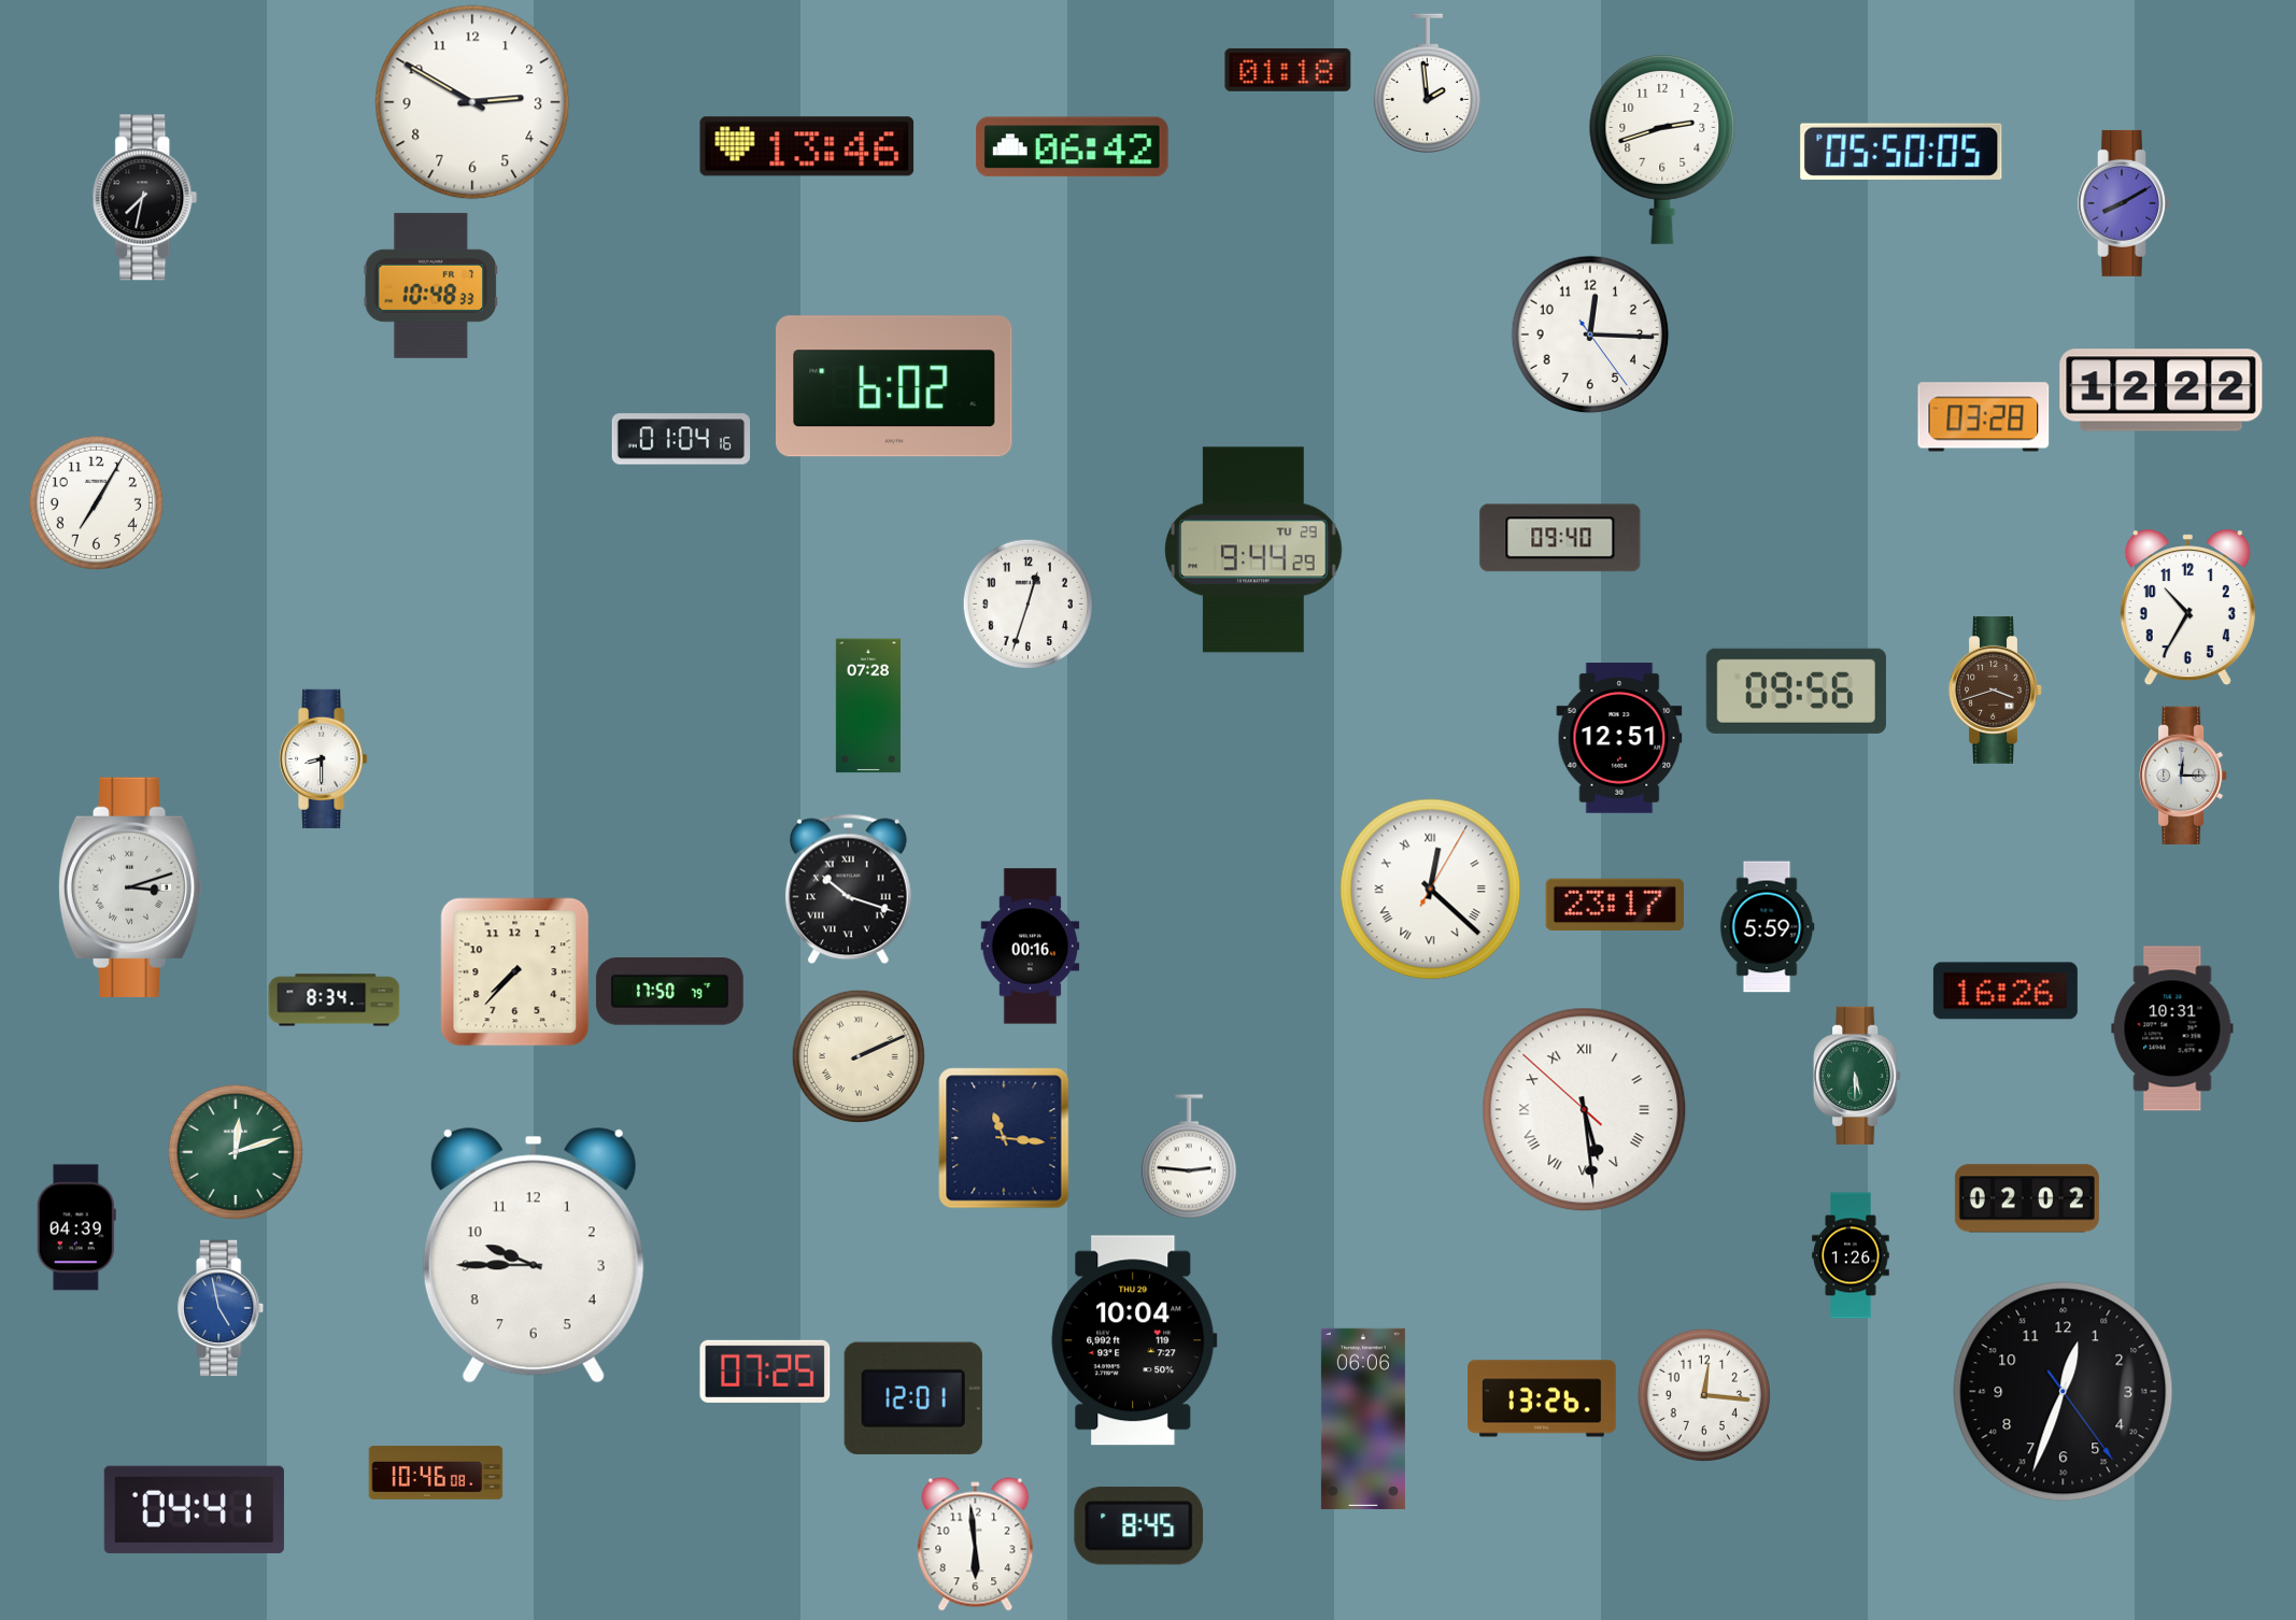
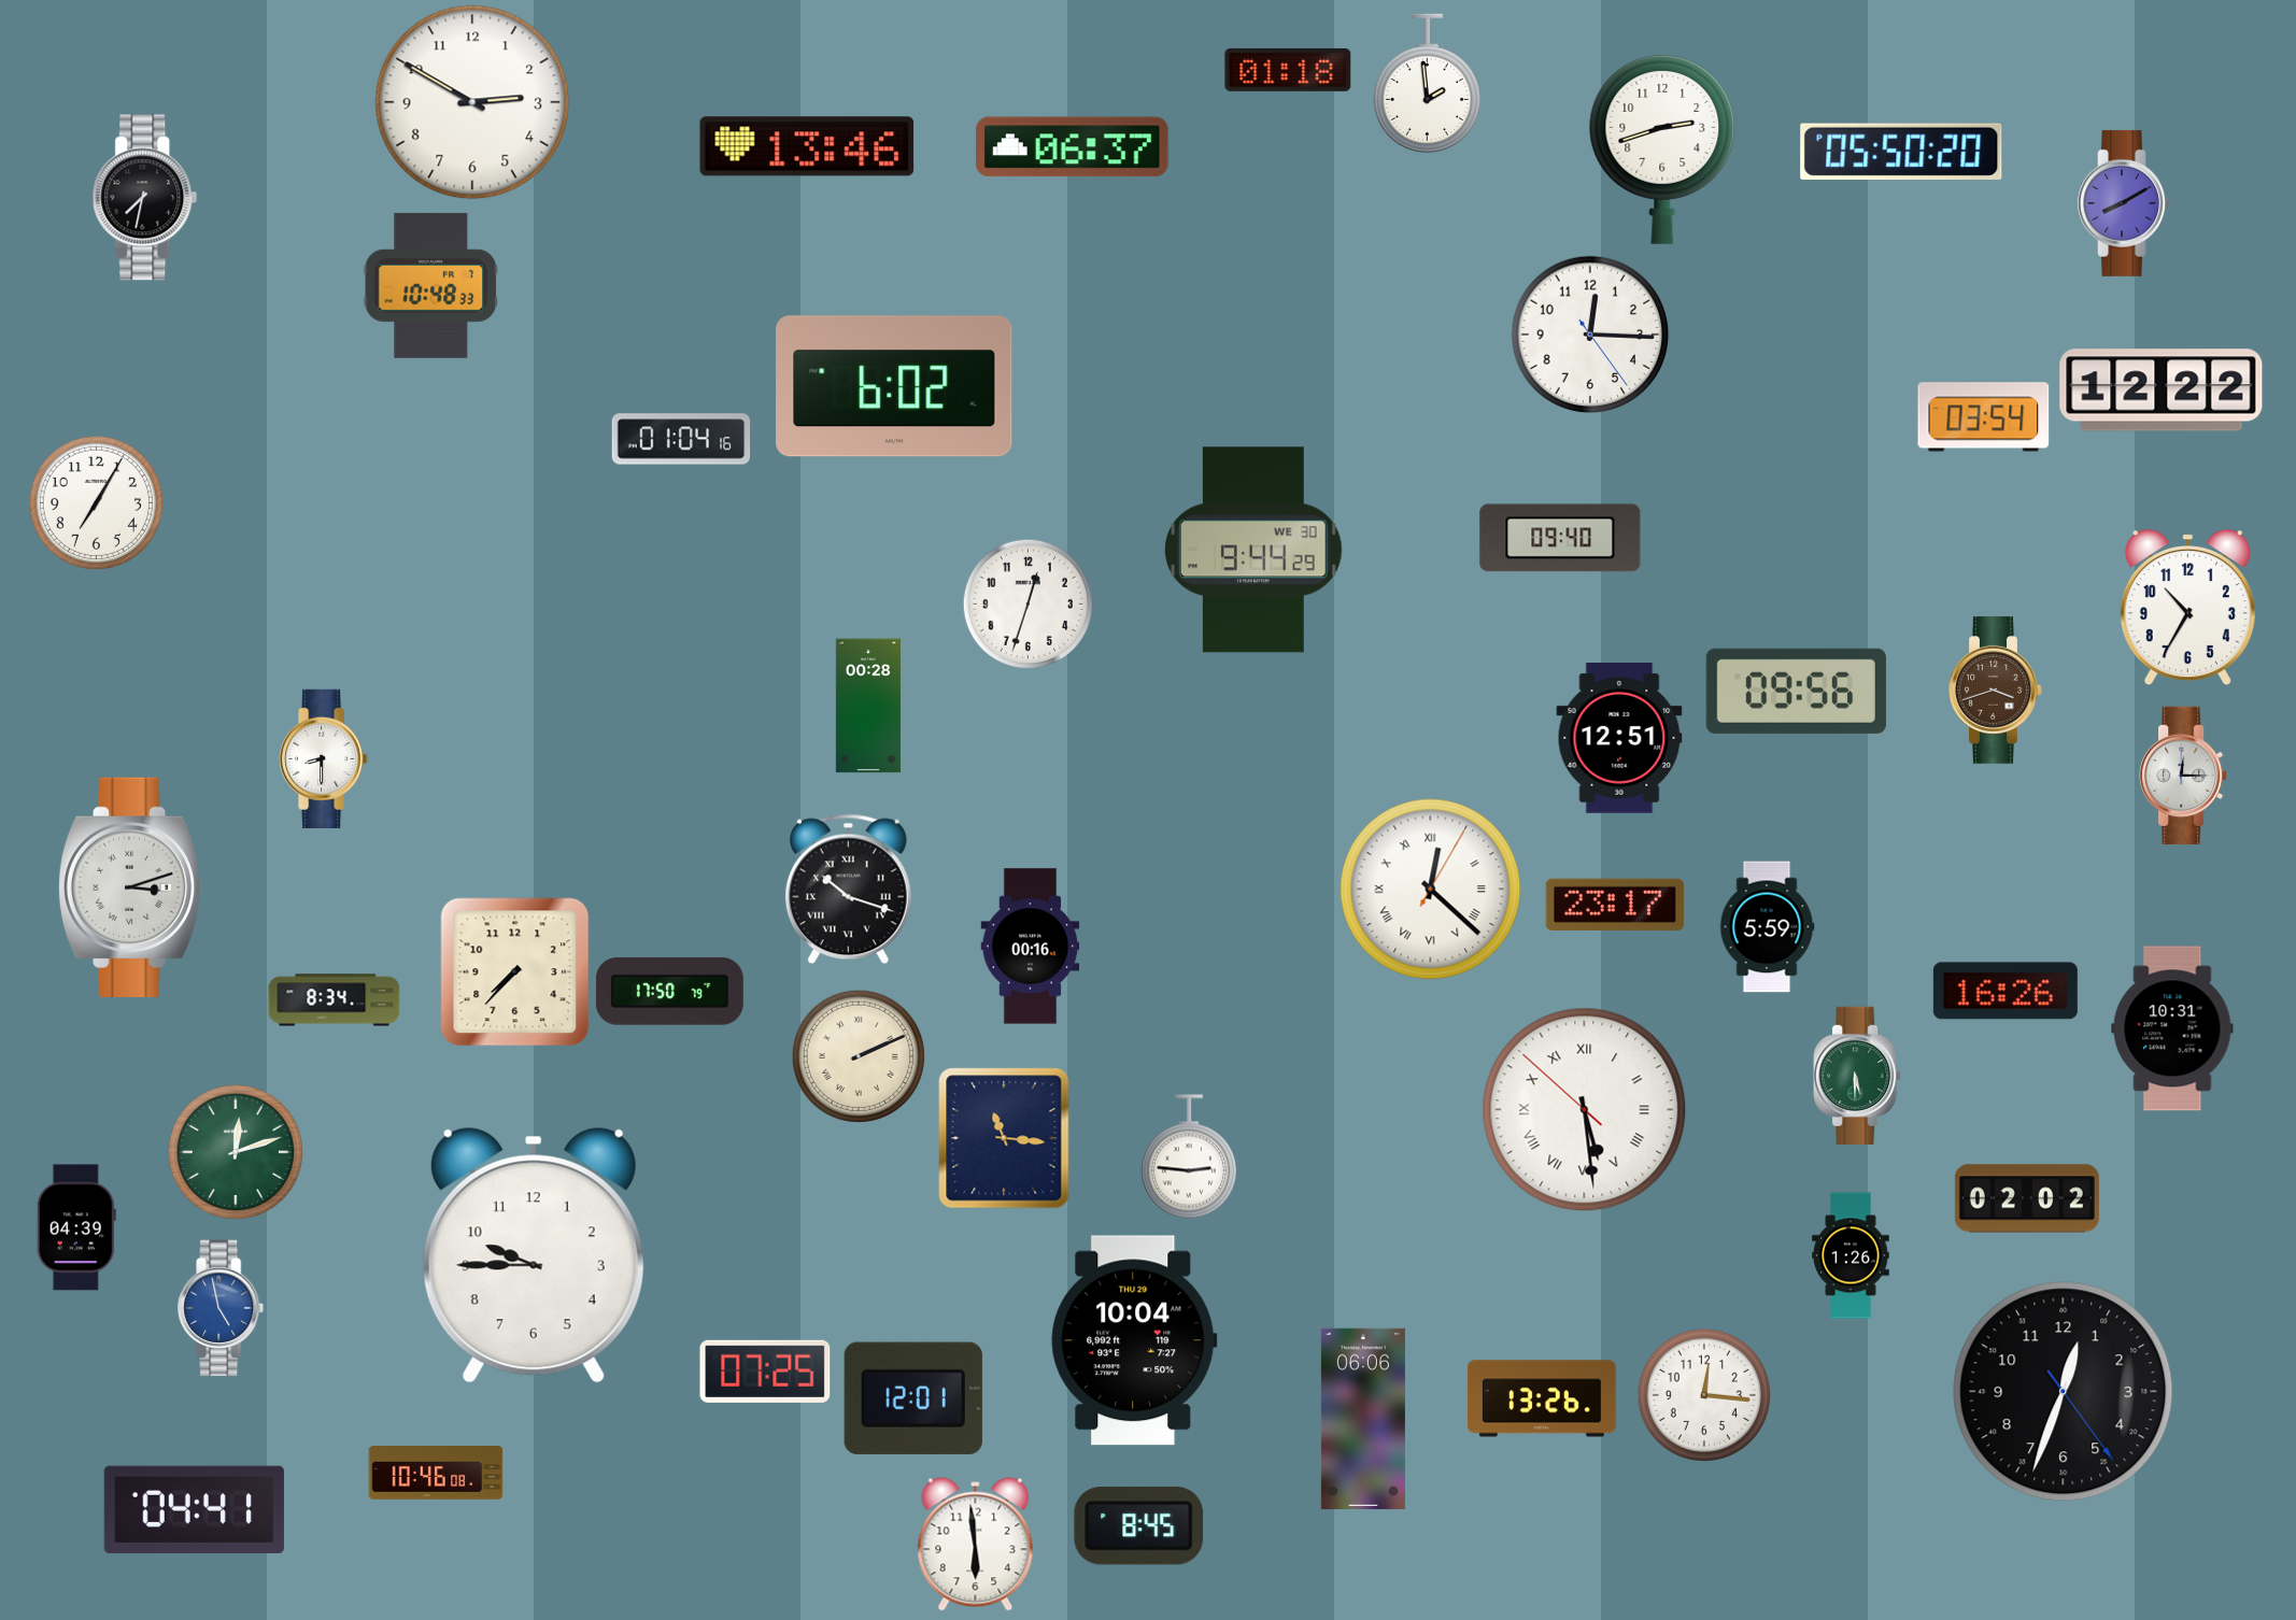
clock at (1073, 147): 06:42 -> 06:37
clock at (1901, 152): 05:50:05 -> 05:50:20
clock at (1984, 417): 03:28 -> 03:54
clock at (1253, 550) date: TU 29 -> WE 30
clock at (868, 706): 07:28 -> 00:28
